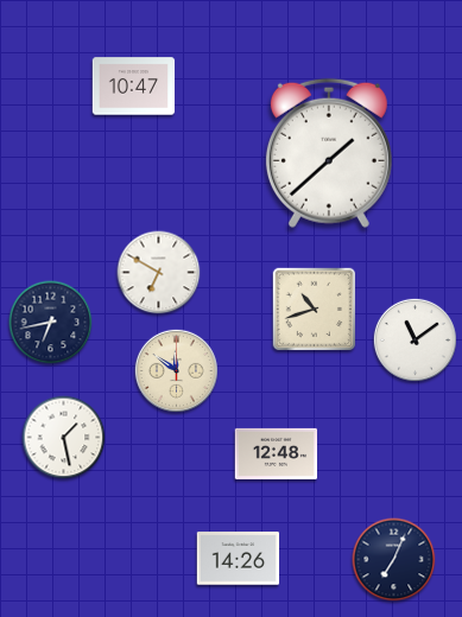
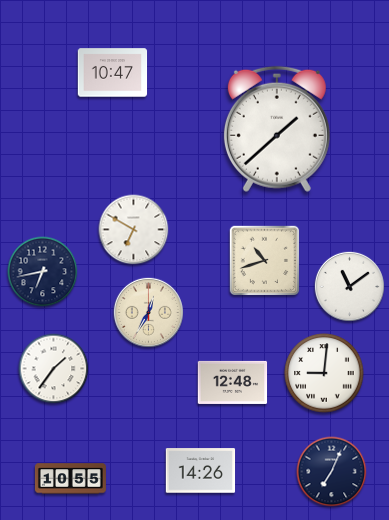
clock at (176, 370): 11:51 -> 12:35
clock at (64, 438): 1:28 -> 1:36
clock at (324, 373): none -> 9:01
clock at (70, 479): none -> 10:55
